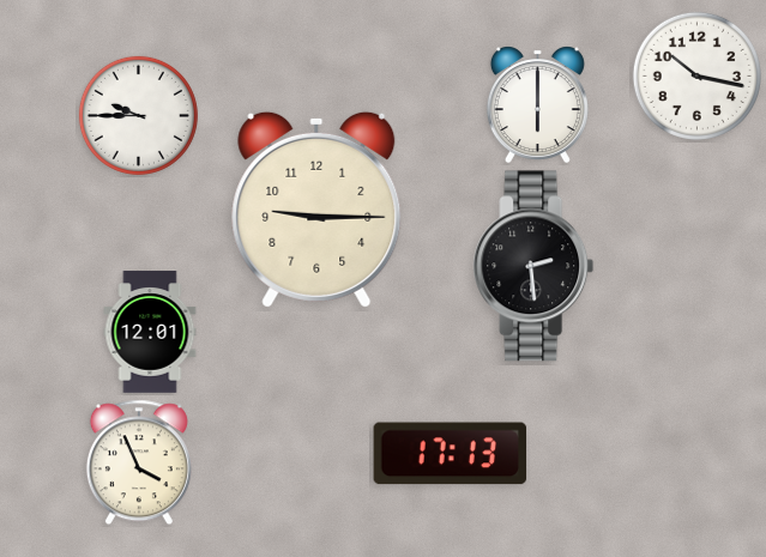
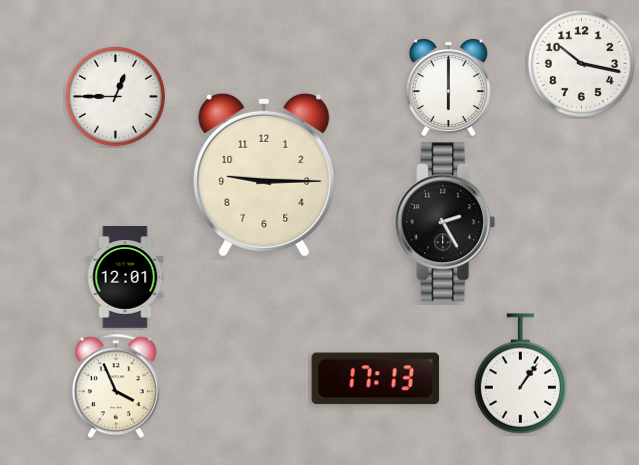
clock at (138, 115): 9:45 -> 12:45
clock at (533, 266): 2:29 -> 2:25
clock at (520, 374): none -> 1:06
